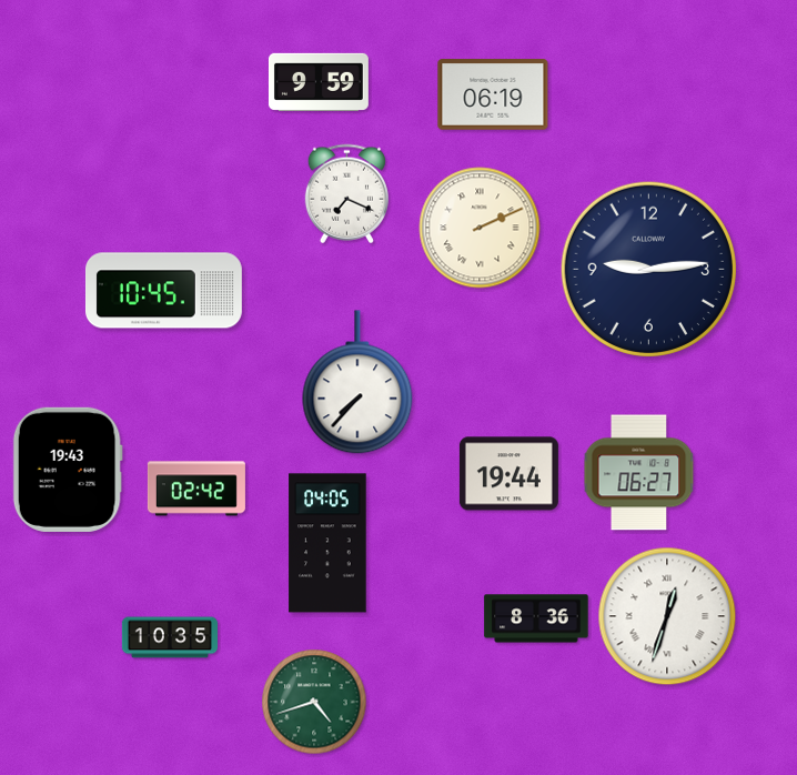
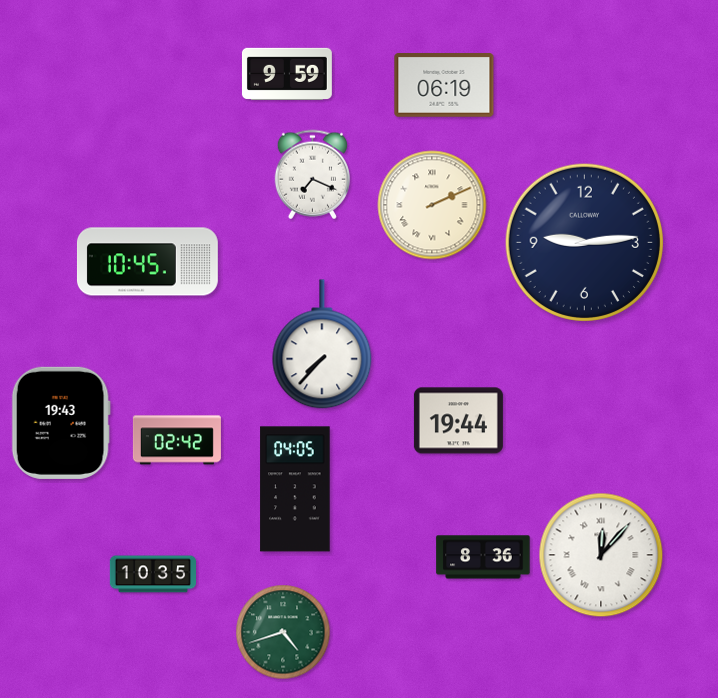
clock at (639, 473): 06:27 -> none
clock at (508, 474) position: (508, 474) -> (458, 421)
clock at (667, 616): 12:33 -> 12:07
